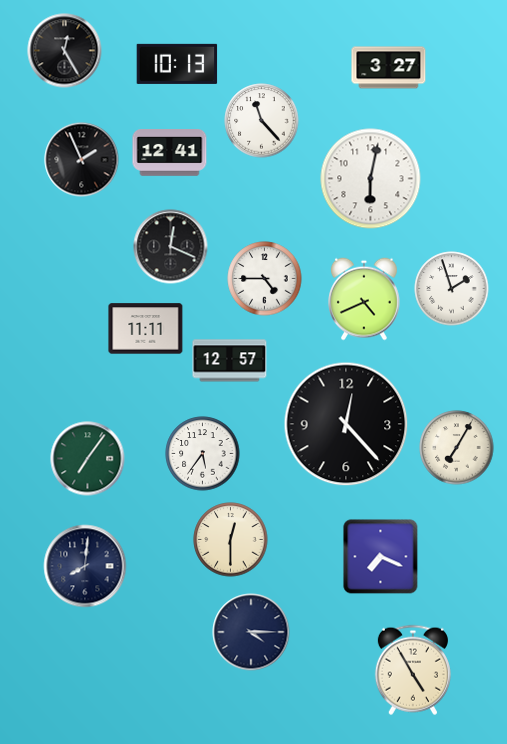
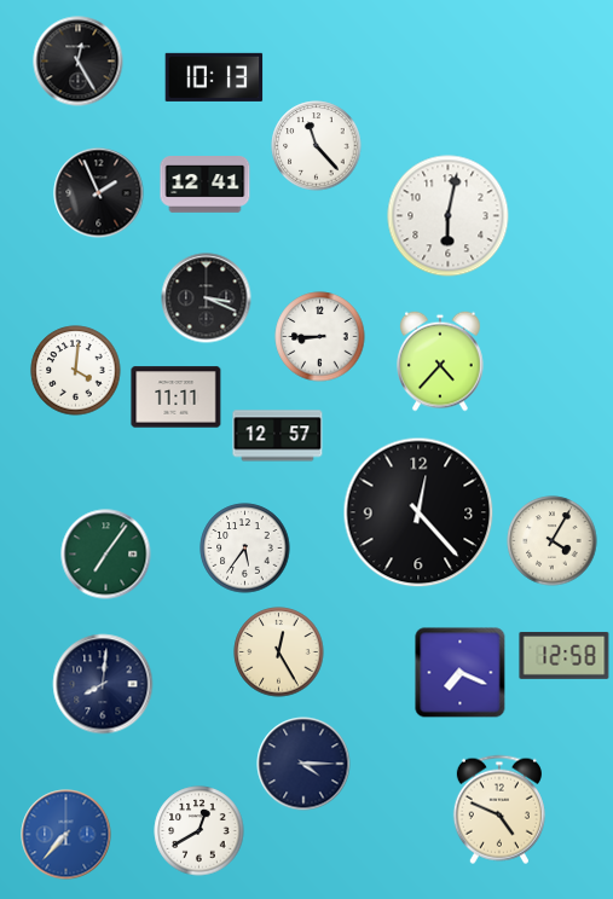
clock at (389, 68): 3:27 -> none
clock at (171, 247): 12:19 -> 3:19
clock at (265, 279): 4:45 -> 8:45
clock at (452, 289): 1:57 -> none
clock at (365, 299): 4:41 -> 4:37
clock at (76, 371): none -> 4:01
clock at (457, 448): 7:05 -> 4:05
clock at (231, 540): 12:30 -> 12:25
clock at (565, 655): none -> 12:58
clock at (413, 670): 4:55 -> 4:49
clock at (199, 831): none -> 12:40
clock at (66, 835): none -> 7:37
